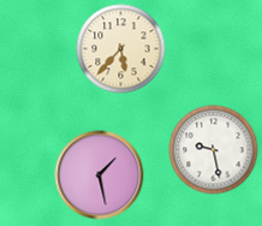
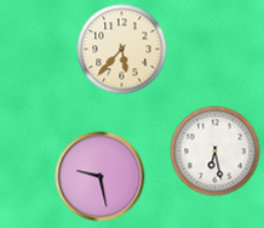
clock at (214, 150): 9:28 -> 6:28
clock at (100, 176): 1:28 -> 9:28
